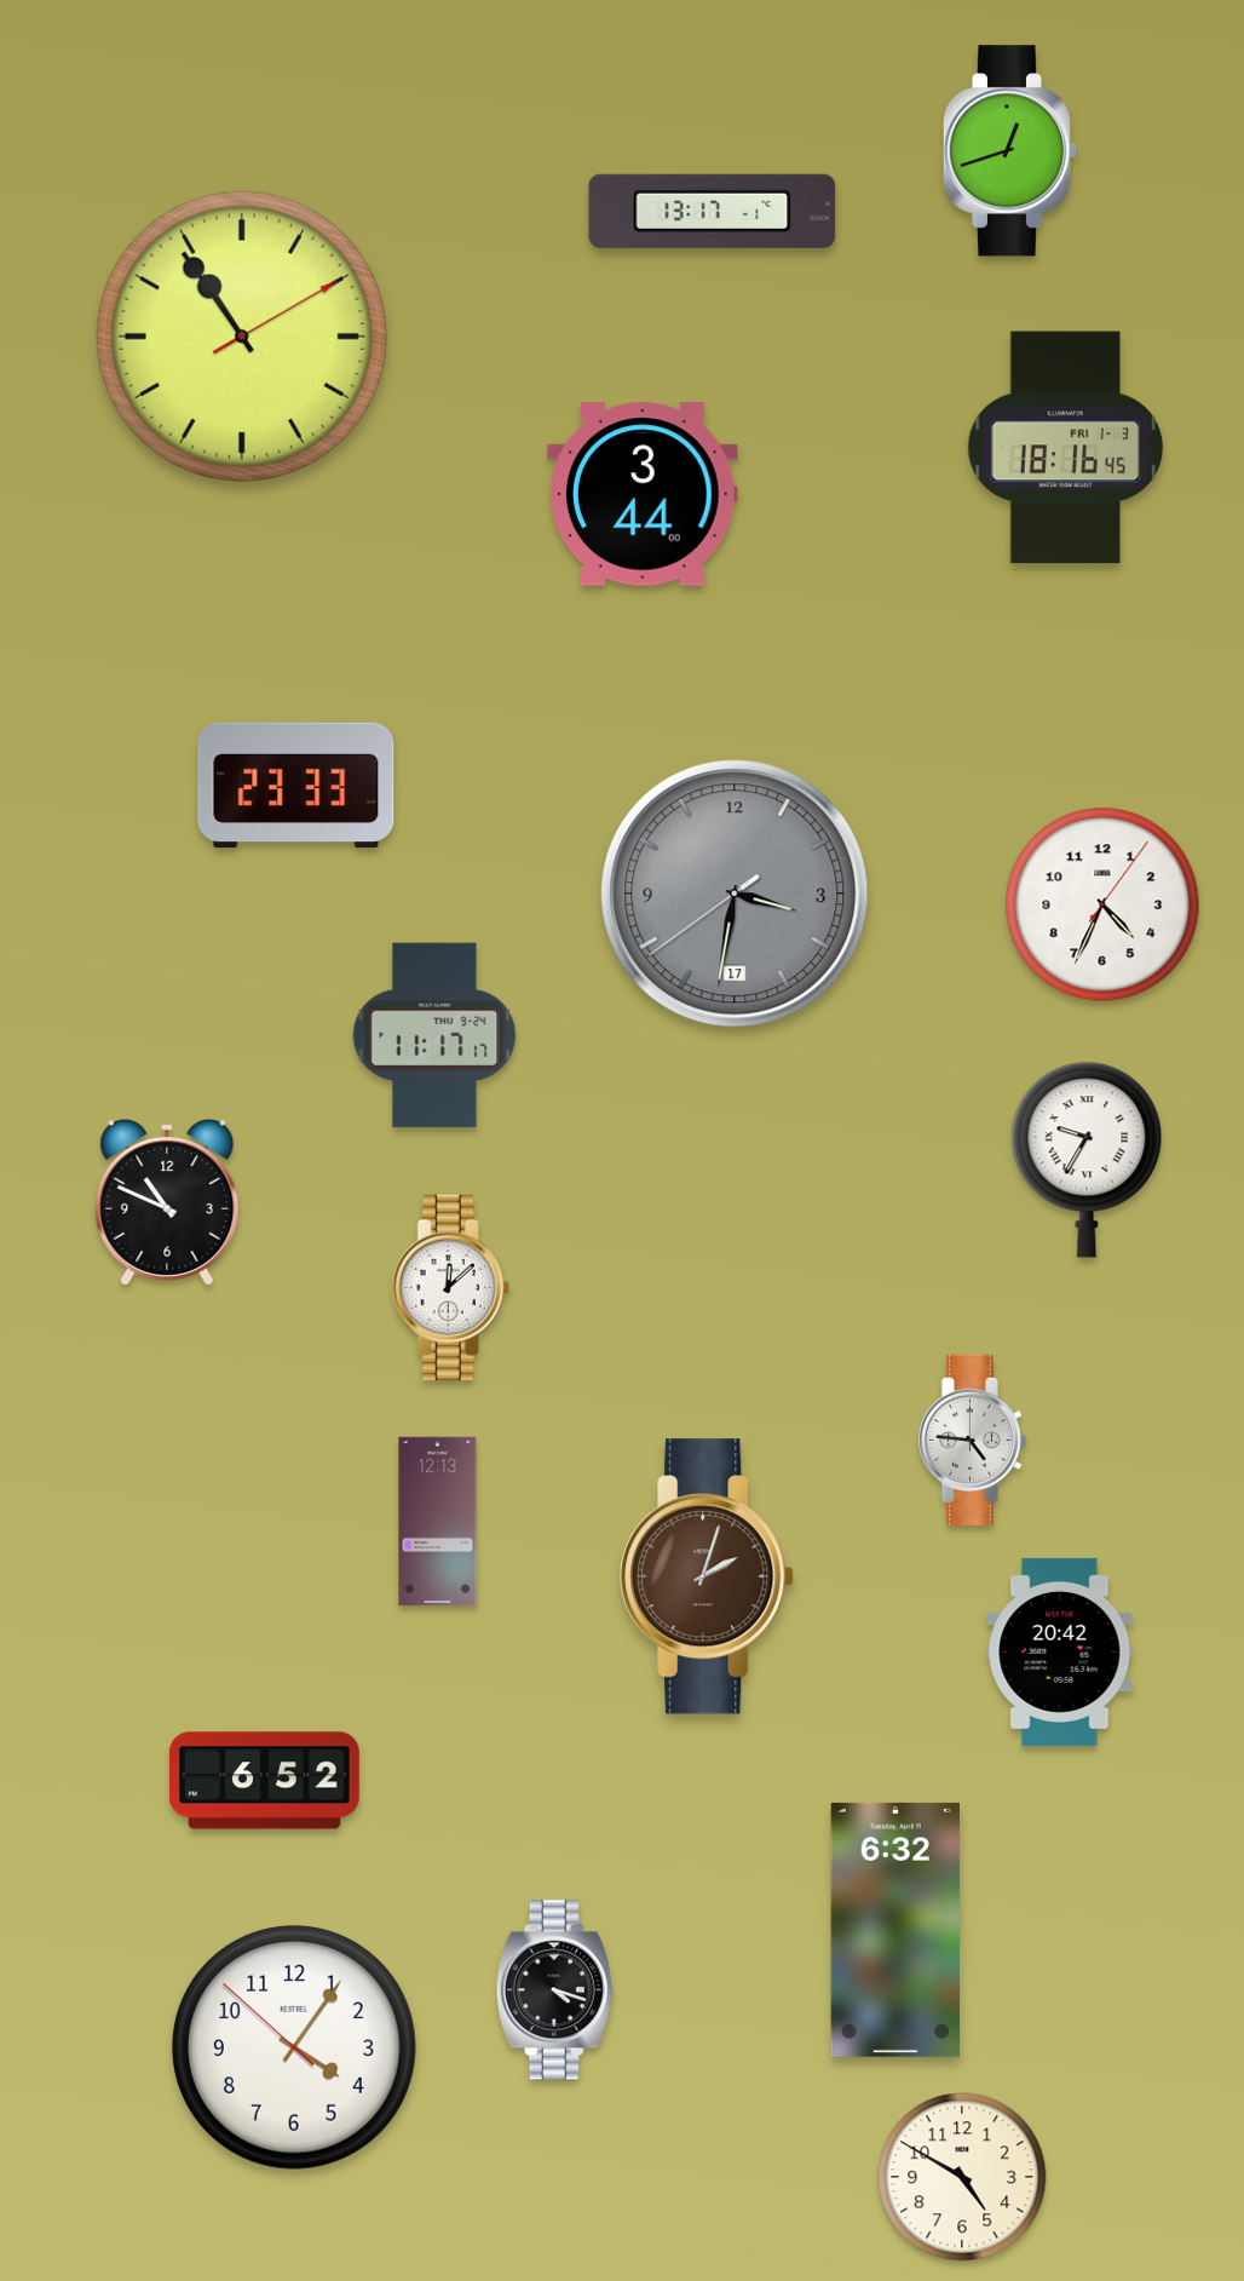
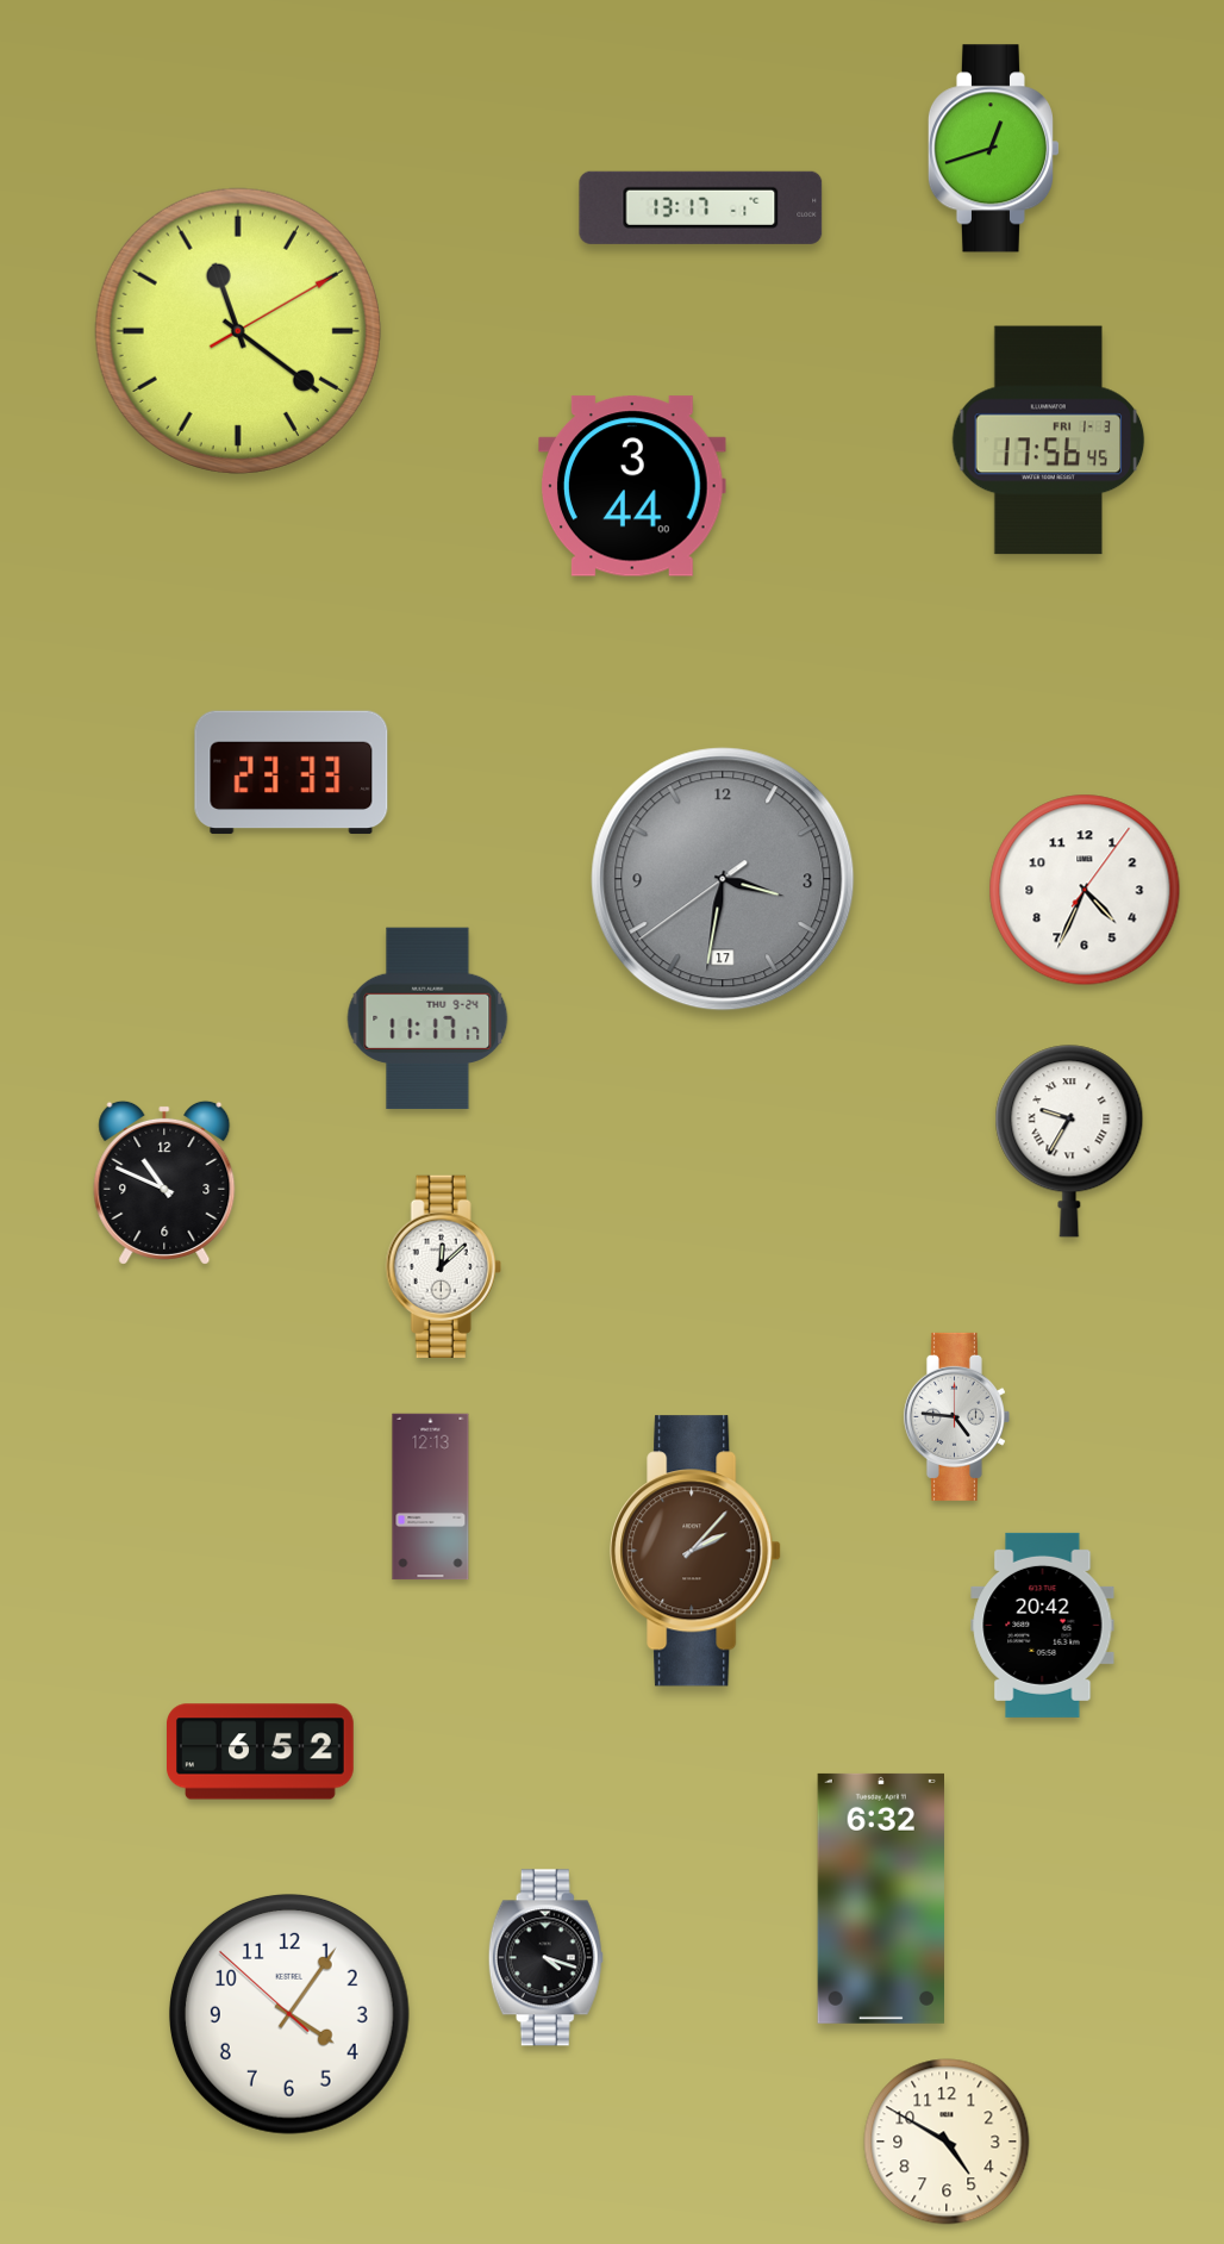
clock at (242, 337): 10:54 -> 11:21
clock at (1066, 448): 18:16 -> 17:56
clock at (707, 1576): 2:03 -> 2:07
